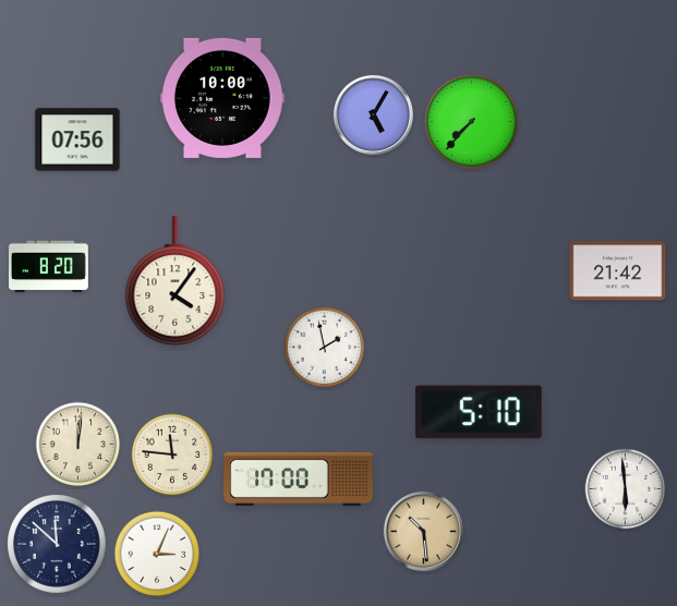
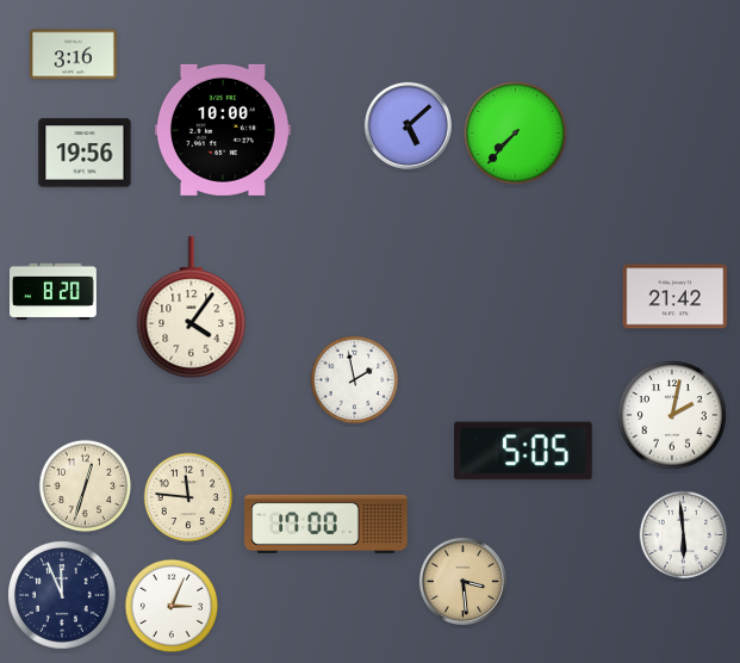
clock at (73, 55): none -> 3:16
clock at (222, 98) position: (222, 98) -> (223, 130)
clock at (373, 114): 5:05 -> 5:08
clock at (77, 140): 07:56 -> 19:56
clock at (673, 416): none -> 2:02
clock at (479, 412): 5:10 -> 5:05
clock at (78, 445): 12:01 -> 12:33
clock at (423, 531): 10:29 -> 3:29
clock at (58, 545): 11:52 -> 11:56
